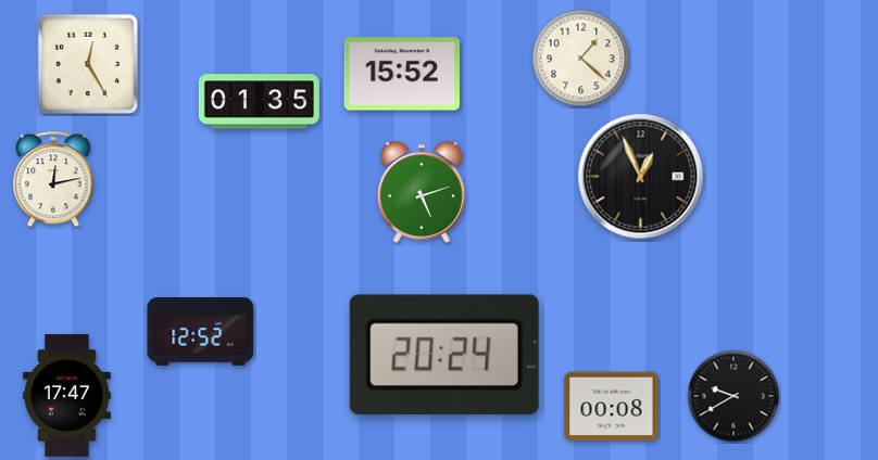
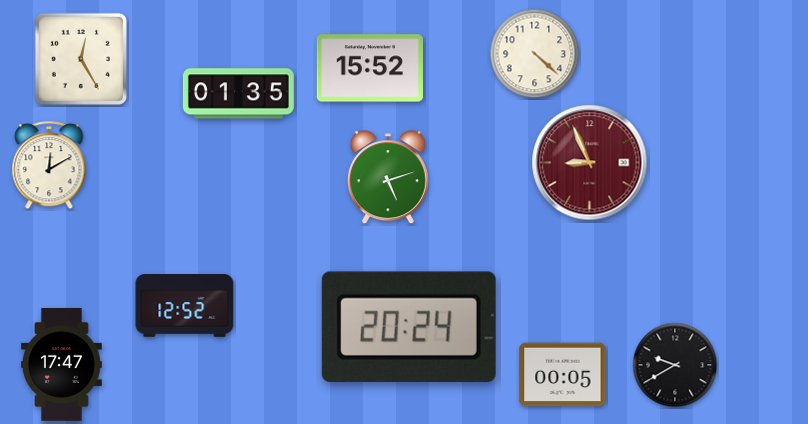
clock at (581, 59): 1:22 -> 4:22
clock at (641, 177): 12:56 -> 8:56
clock at (641, 177) dial: black -> burgundy
clock at (53, 180): 12:13 -> 12:10
clock at (612, 407): 00:08 -> 00:05
